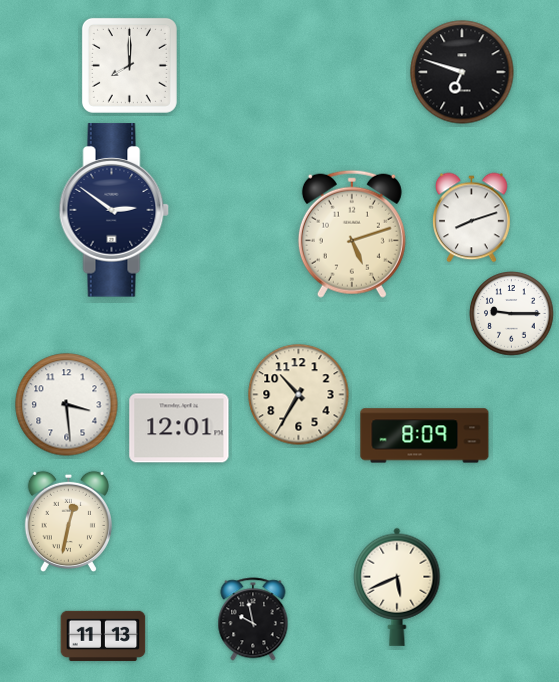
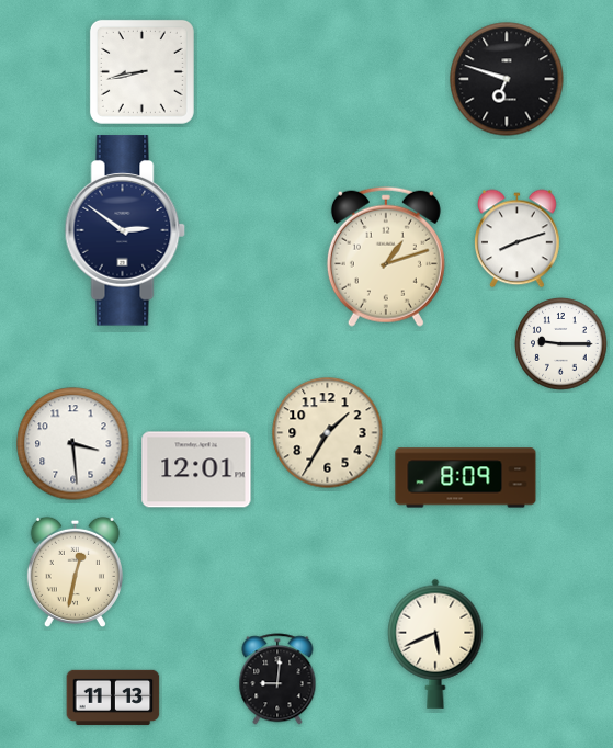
clock at (129, 65): 8:00 -> 8:43
clock at (352, 234): 5:12 -> 1:12
clock at (299, 395): 10:35 -> 1:35
clock at (253, 619): 9:58 -> 9:01
